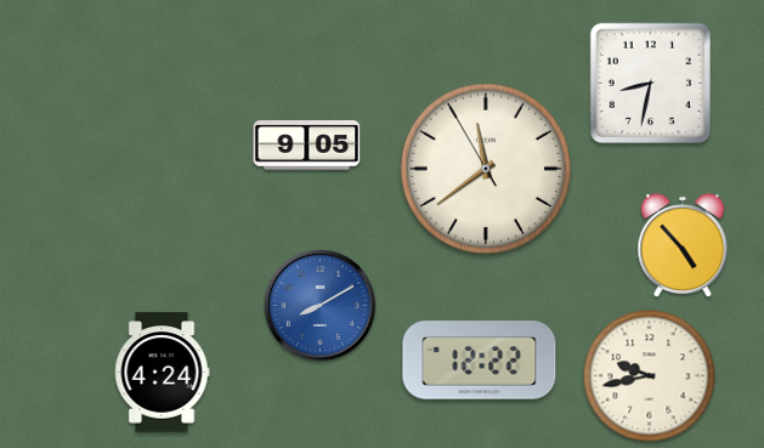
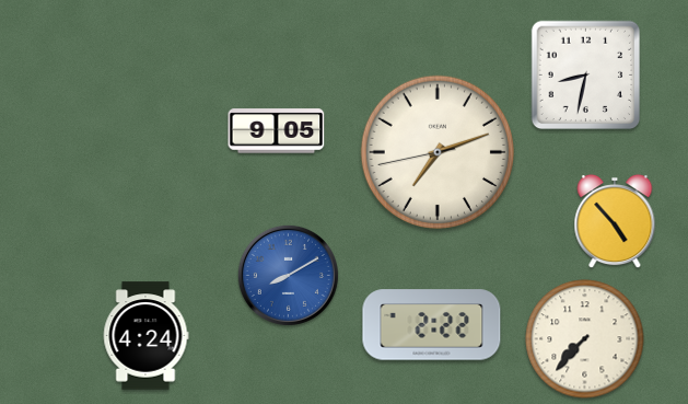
clock at (485, 168): 11:38 -> 7:11
clock at (480, 361): 12:22 -> 2:22
clock at (650, 376): 9:43 -> 7:37
